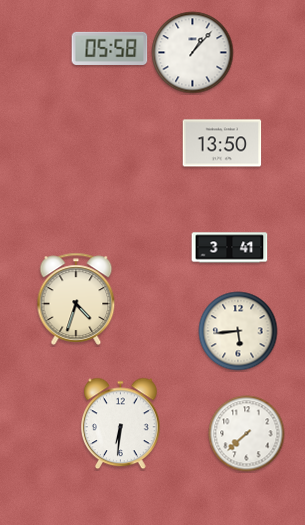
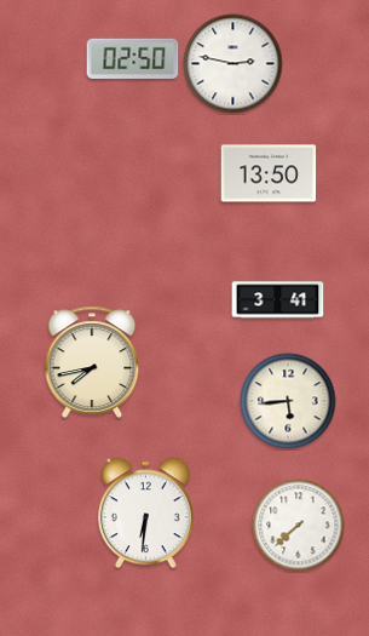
clock at (110, 48): 05:58 -> 02:50
clock at (193, 53): 1:07 -> 2:47
clock at (76, 299): 4:33 -> 7:43
